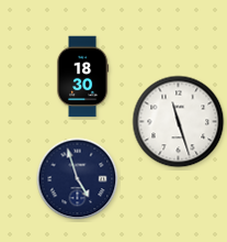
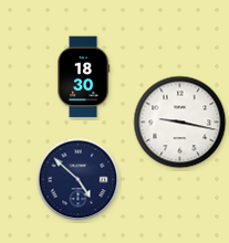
clock at (179, 122): 11:27 -> 9:17
clock at (78, 179): 4:57 -> 4:52
